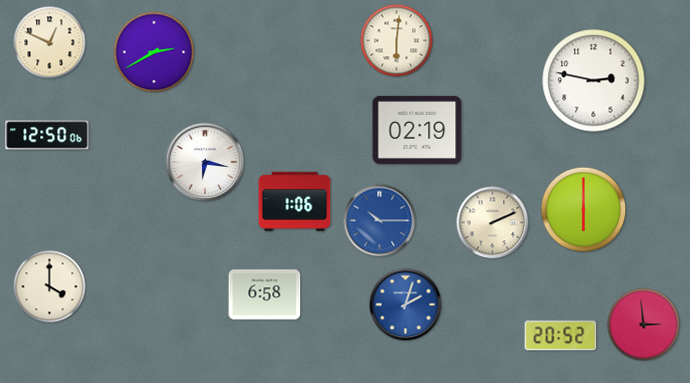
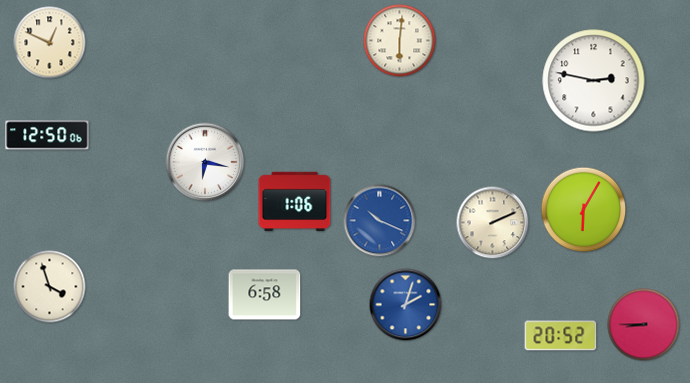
clock at (397, 41) position: (397, 41) -> (400, 41)
clock at (154, 52): 2:40 -> none
clock at (417, 130): 02:19 -> none
clock at (584, 210): 6:00 -> 6:05
clock at (380, 221): 10:15 -> 10:19
clock at (50, 287): 4:00 -> 3:57
clock at (644, 325): 2:59 -> 8:45
